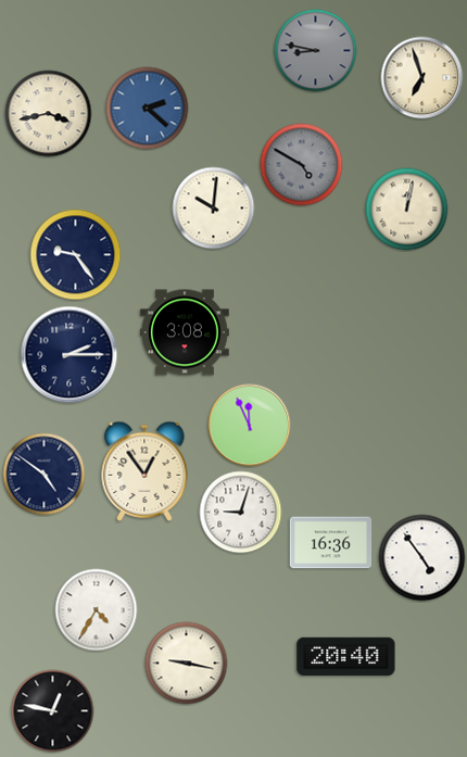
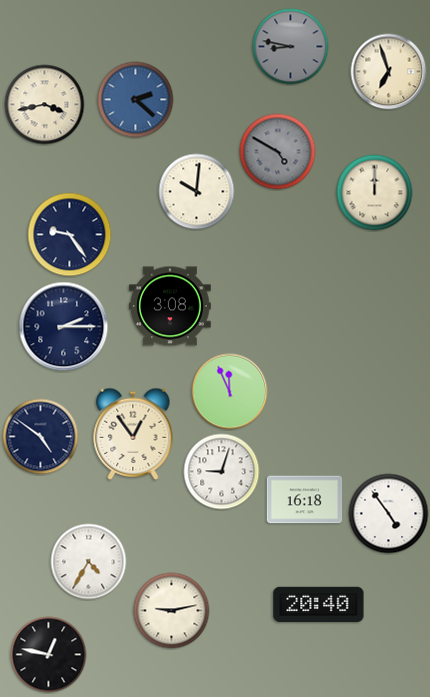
clock at (407, 210): 12:02 -> 12:00
clock at (331, 543): 16:36 -> 16:18
clock at (187, 664): 9:17 -> 9:13
